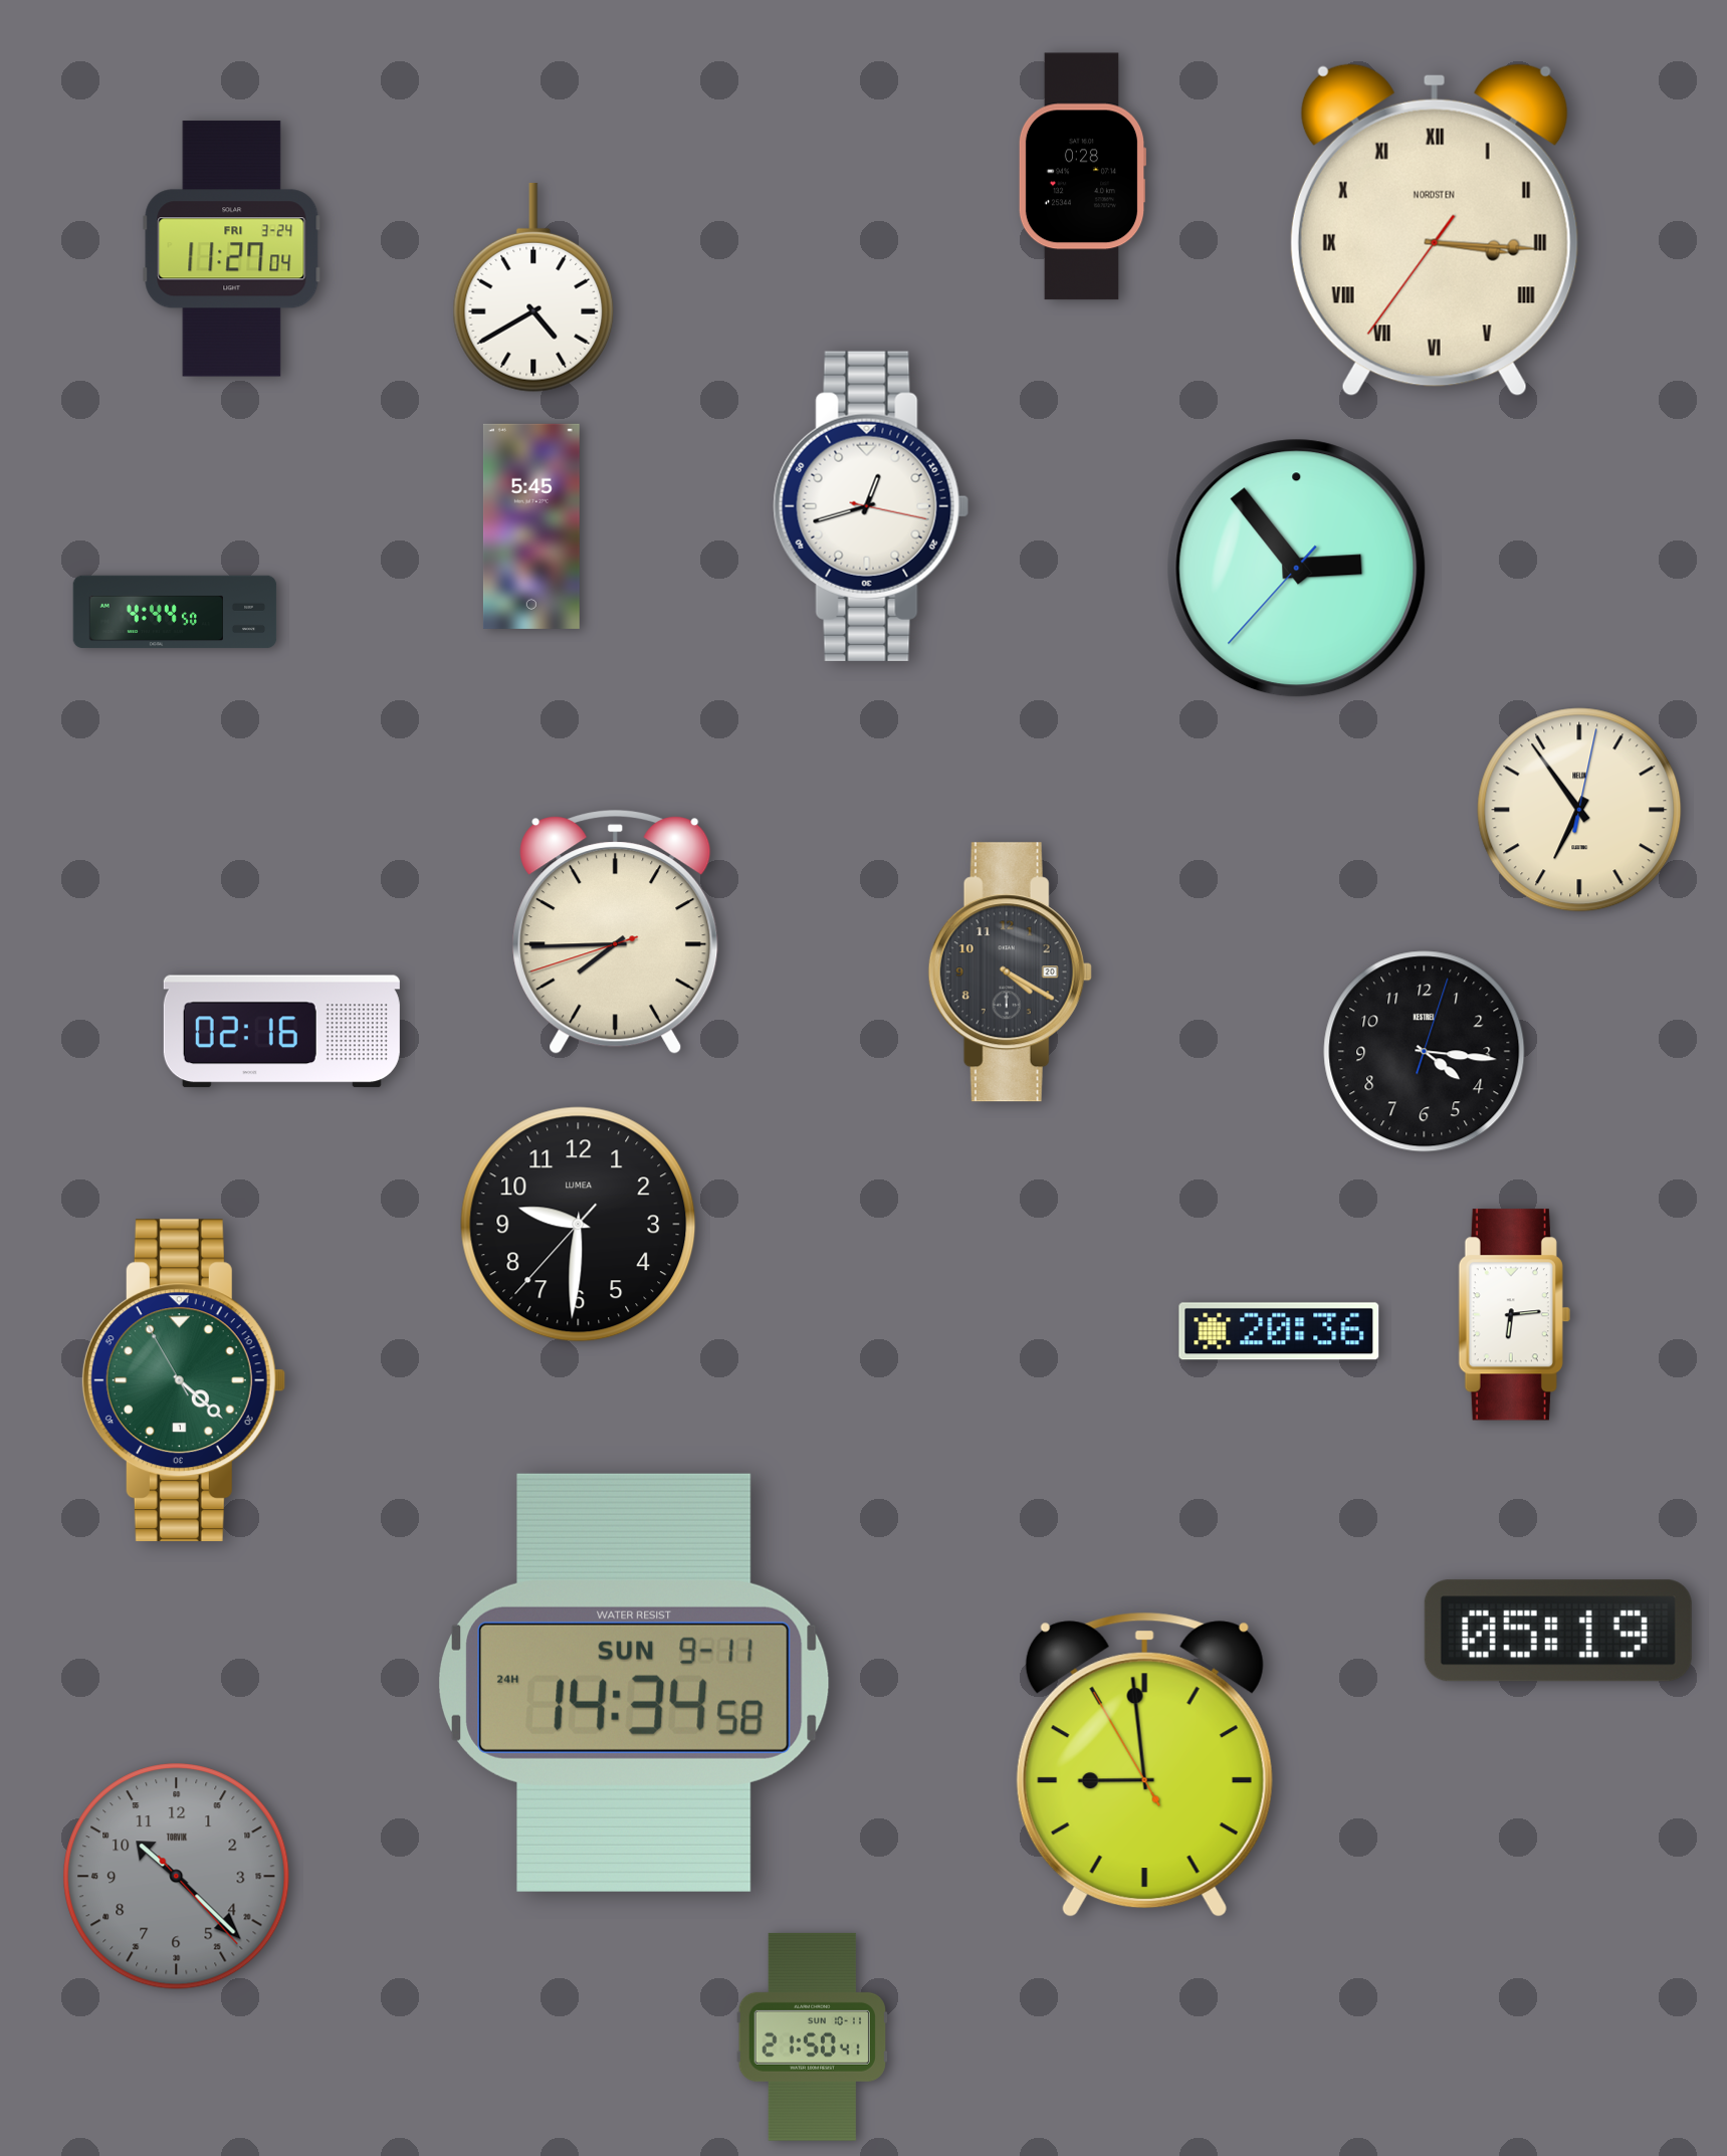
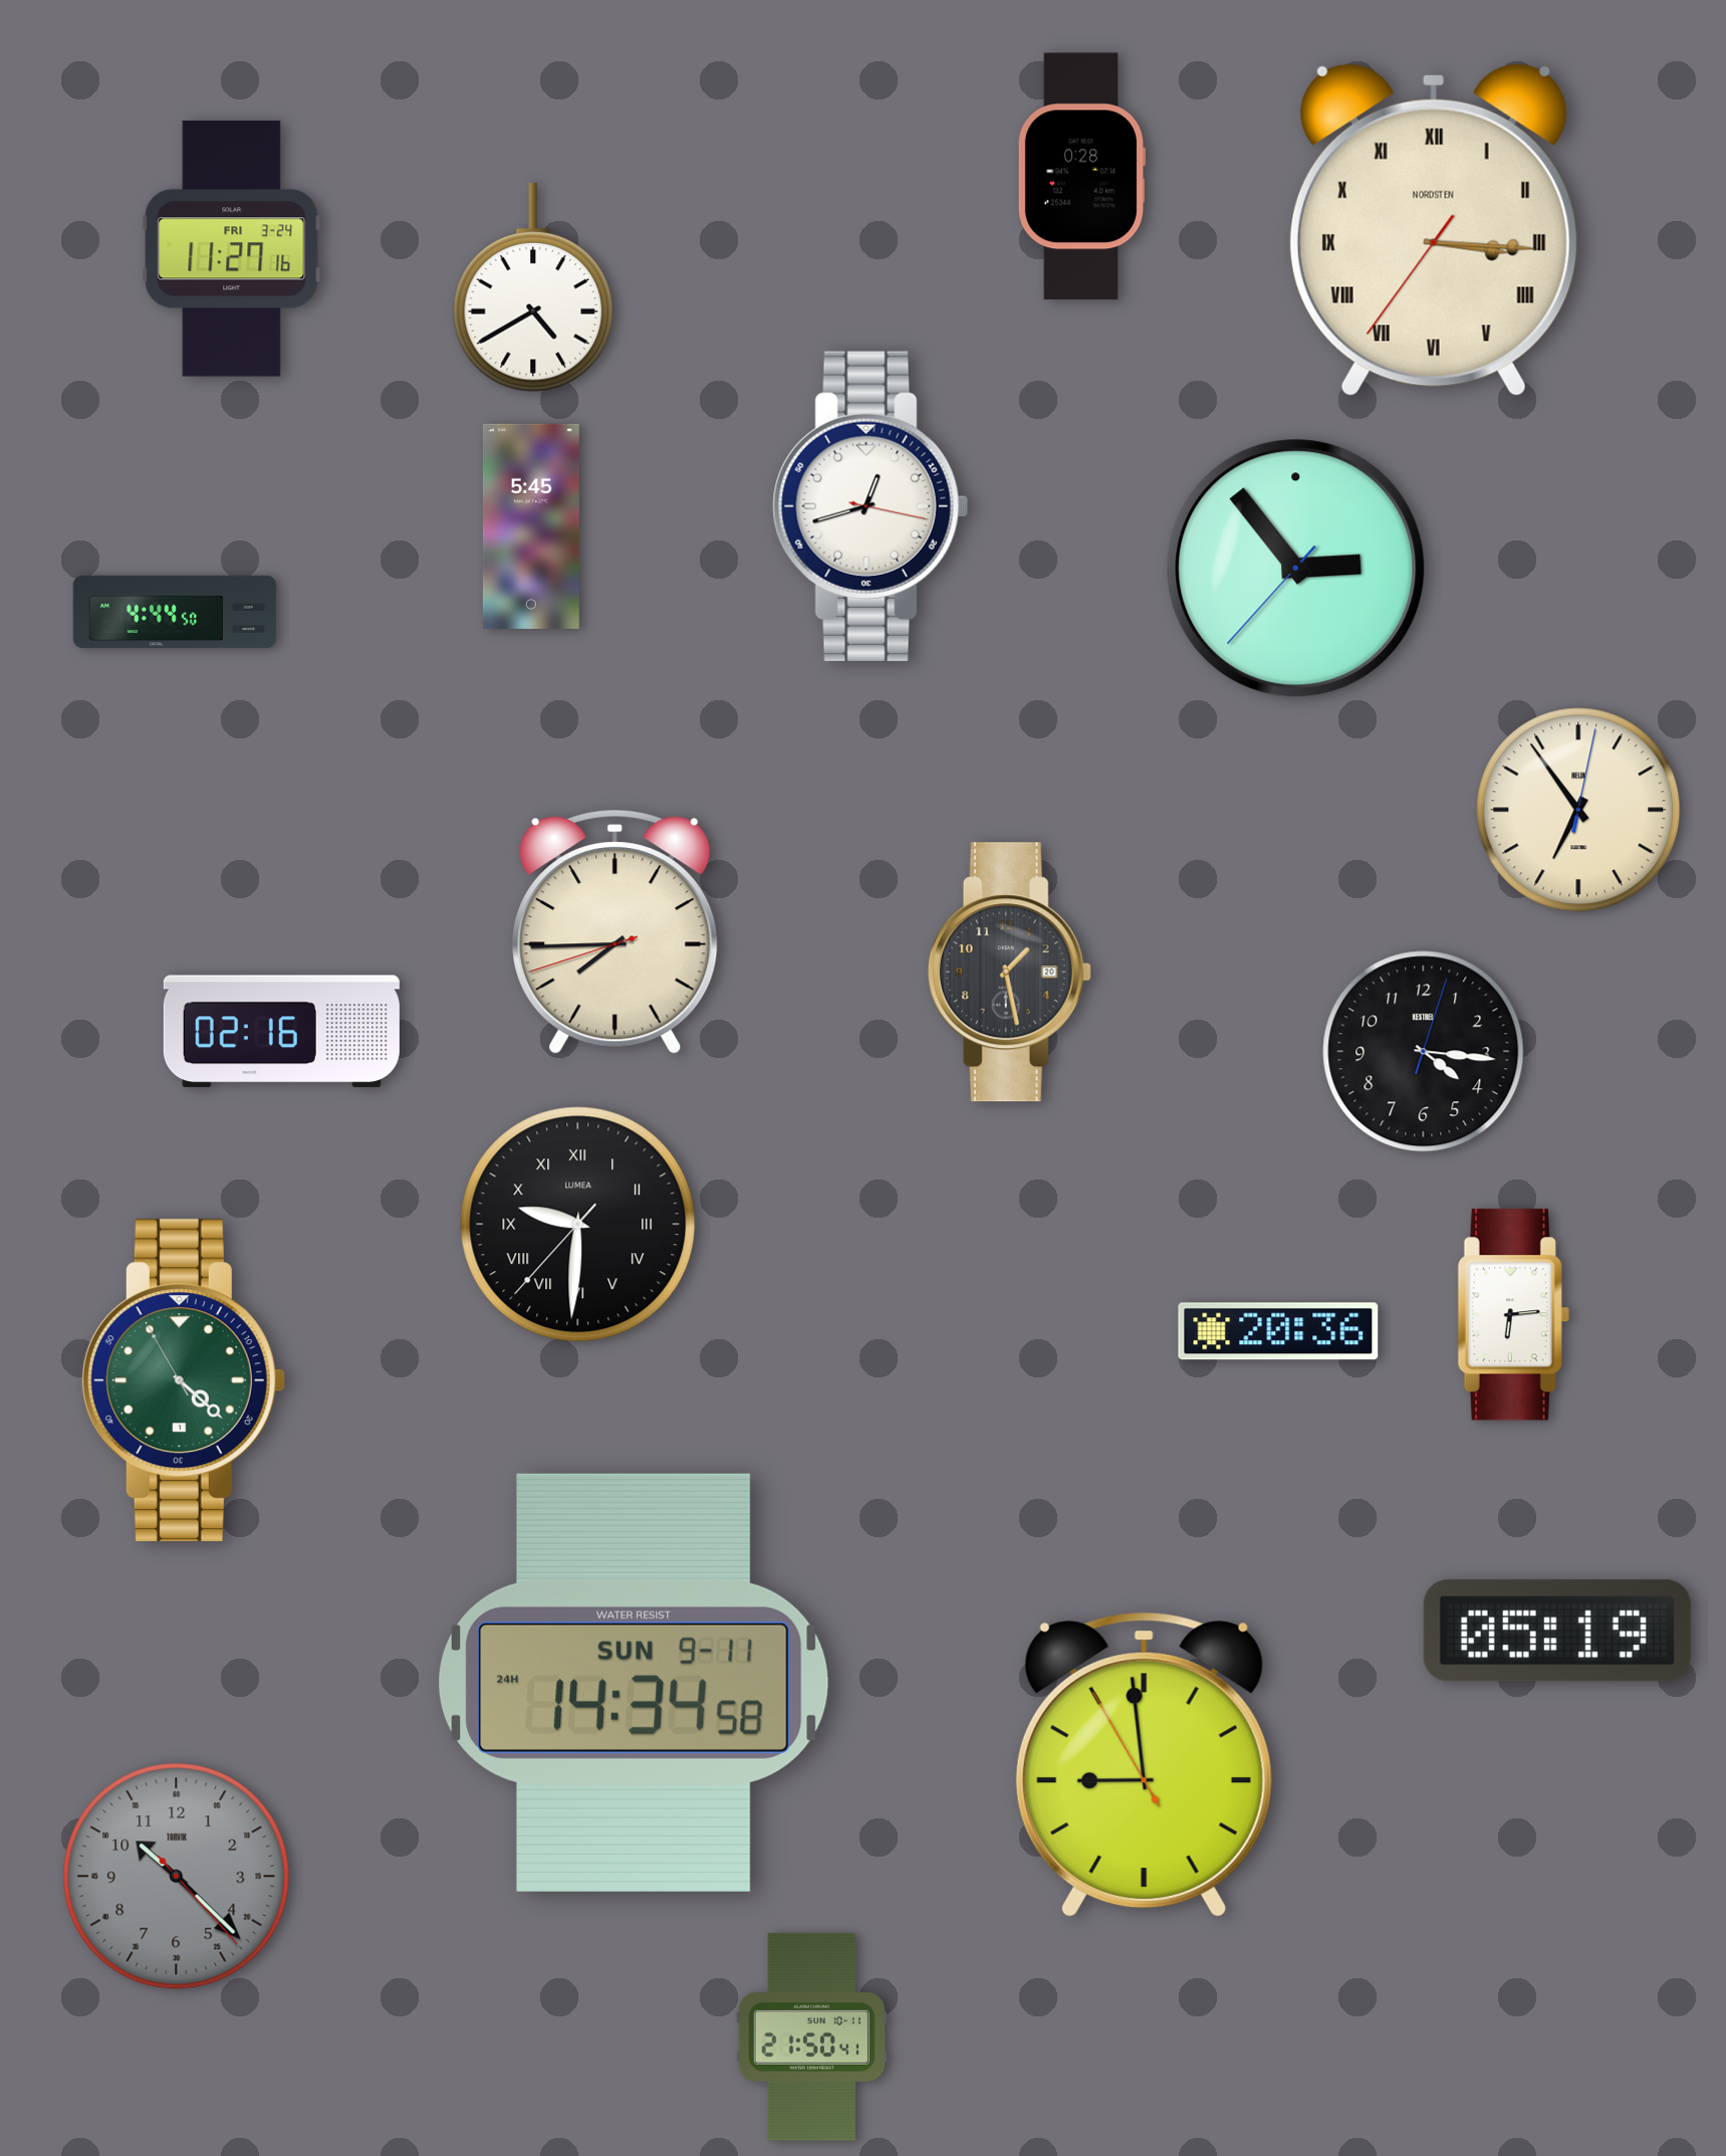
clock at (232, 249): 11:27:04 -> 11:27:16
clock at (1010, 973): 4:20 -> 1:28
clock at (579, 1225) numerals: Arabic -> Roman
